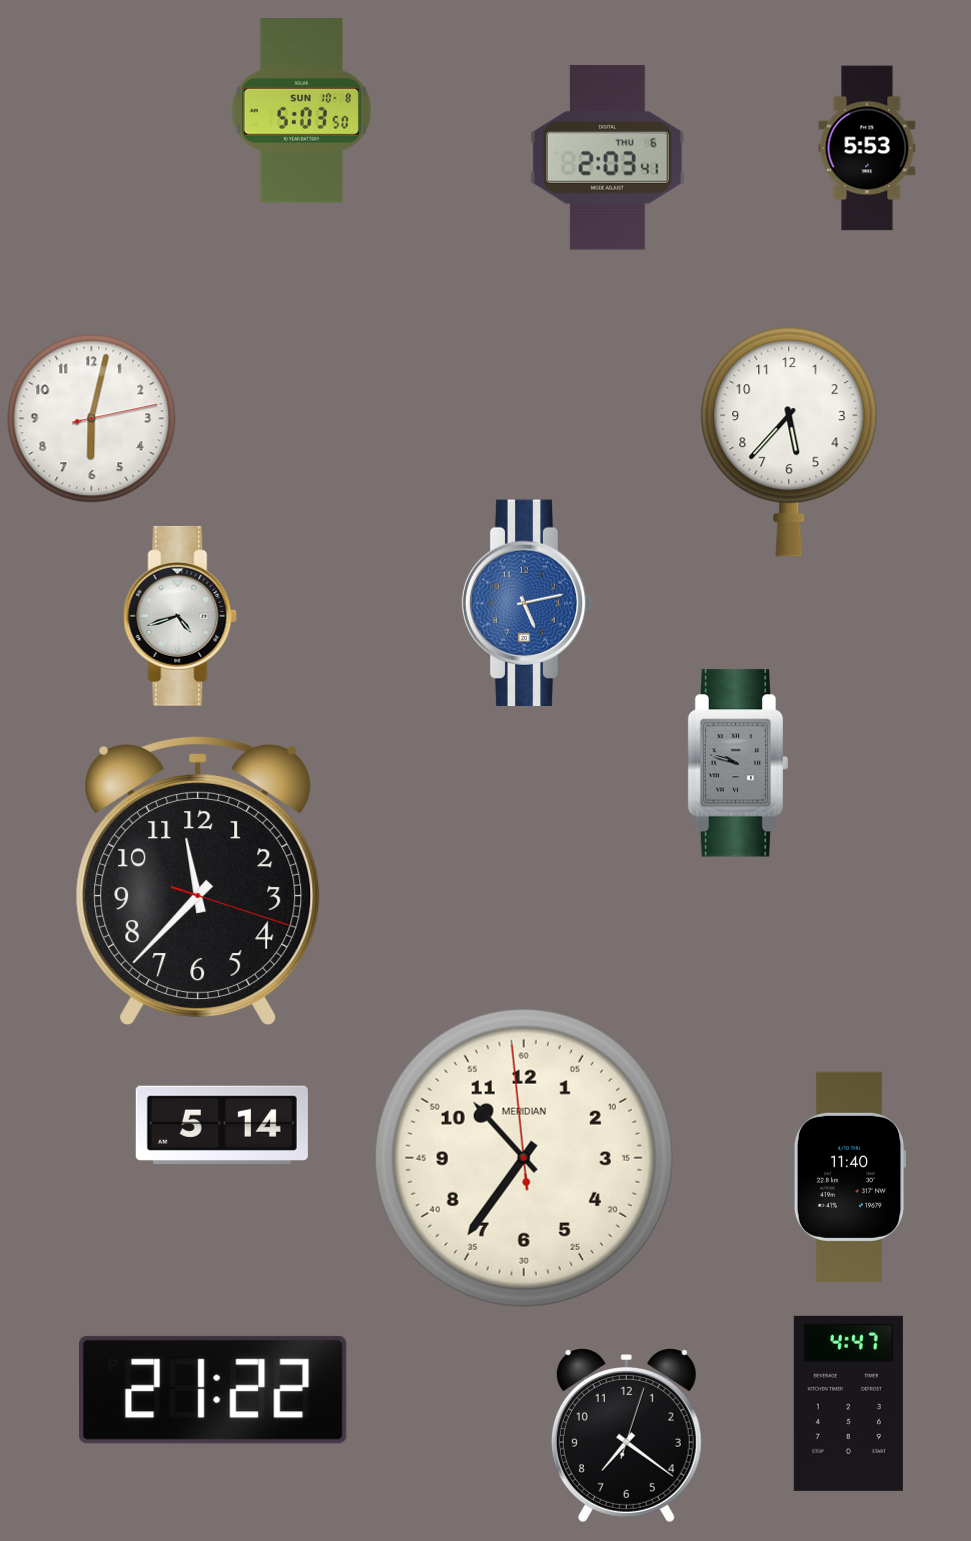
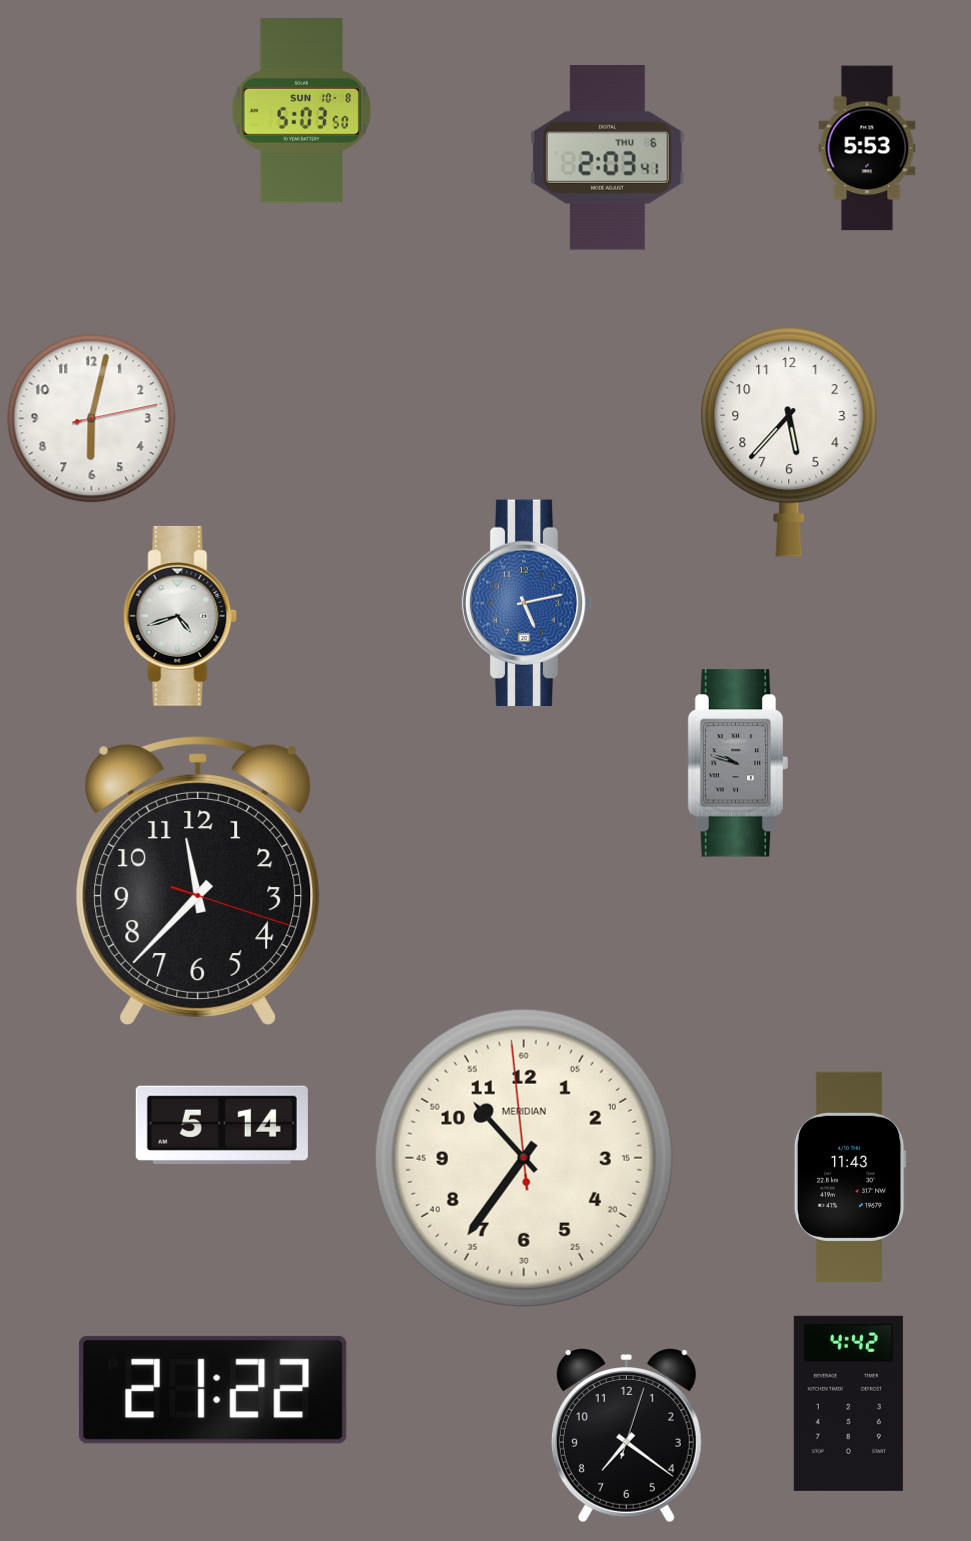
clock at (850, 1177): 11:40 -> 11:43
clock at (848, 1403): 4:47 -> 4:42
